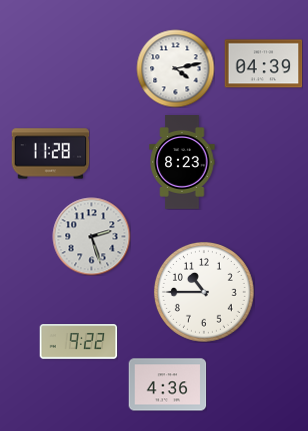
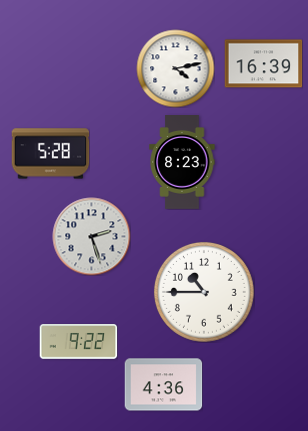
clock at (263, 64): 04:39 -> 16:39
clock at (50, 154): 11:28 -> 5:28
clock at (167, 385) position: (167, 385) -> (163, 385)
